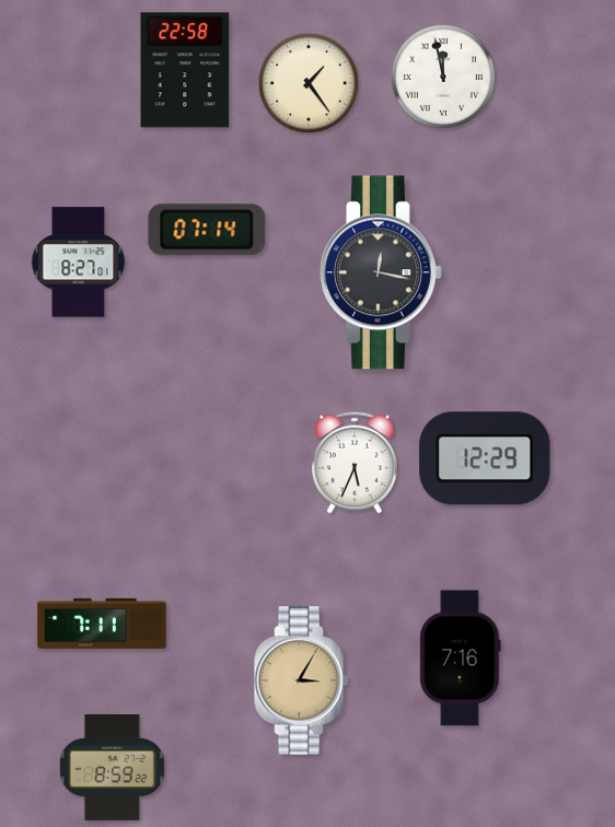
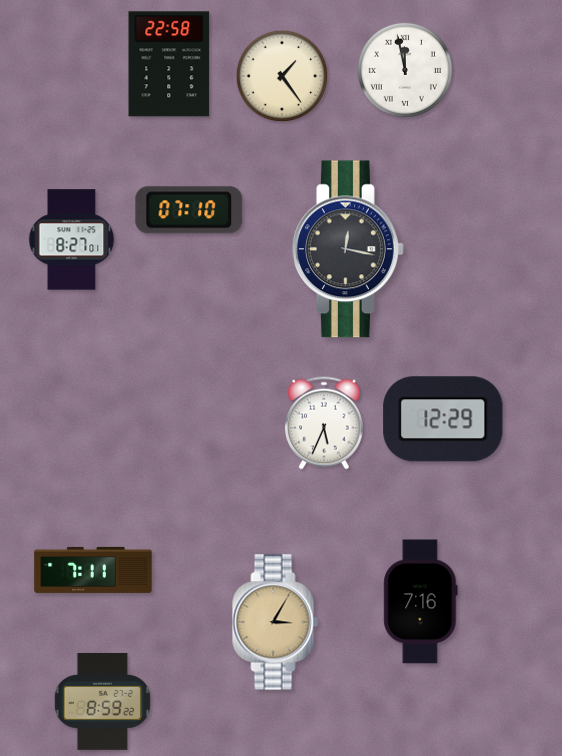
clock at (207, 230): 07:14 -> 07:10
